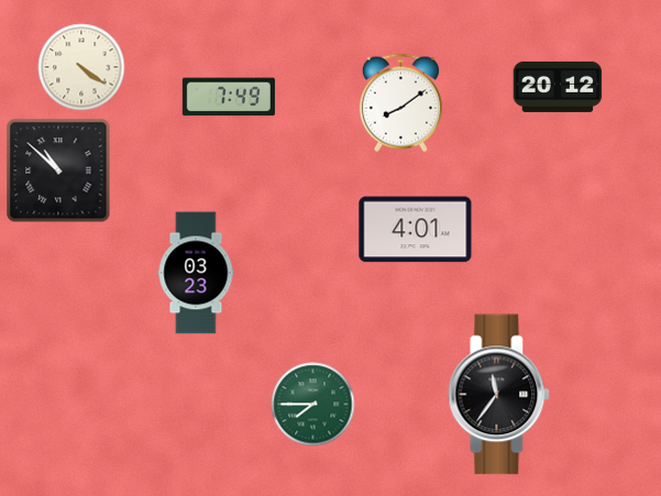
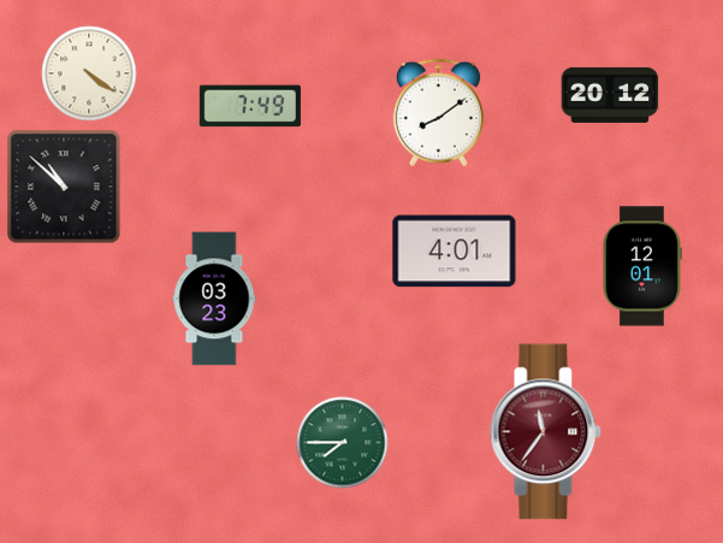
clock at (641, 266): none -> 12:01
clock at (499, 395) dial: black -> burgundy
